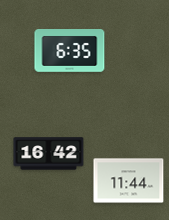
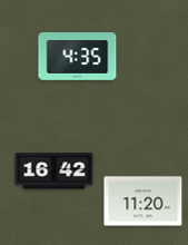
clock at (70, 51): 6:35 -> 4:35
clock at (129, 181): 11:44 -> 11:20
